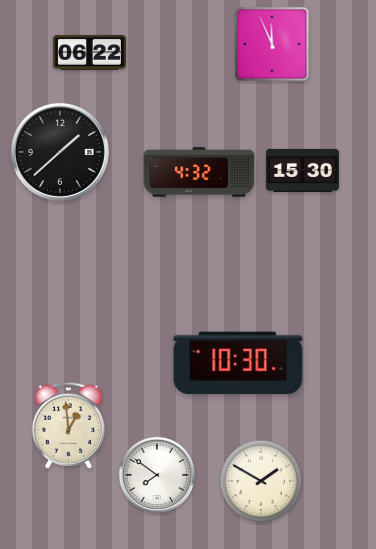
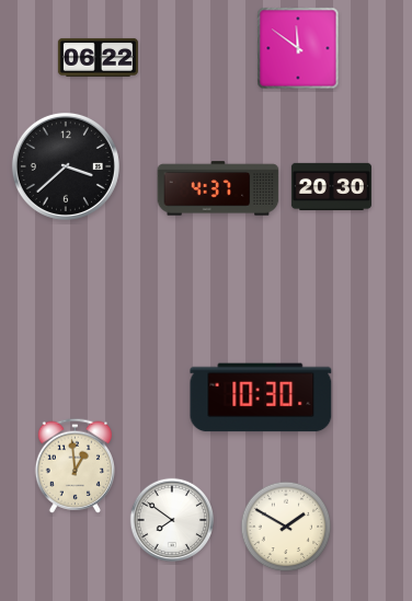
clock at (272, 44): 11:56 -> 11:51
clock at (60, 152): 1:38 -> 3:38
clock at (302, 170): 15:30 -> 20:30
clock at (199, 172): 4:32 -> 4:37
